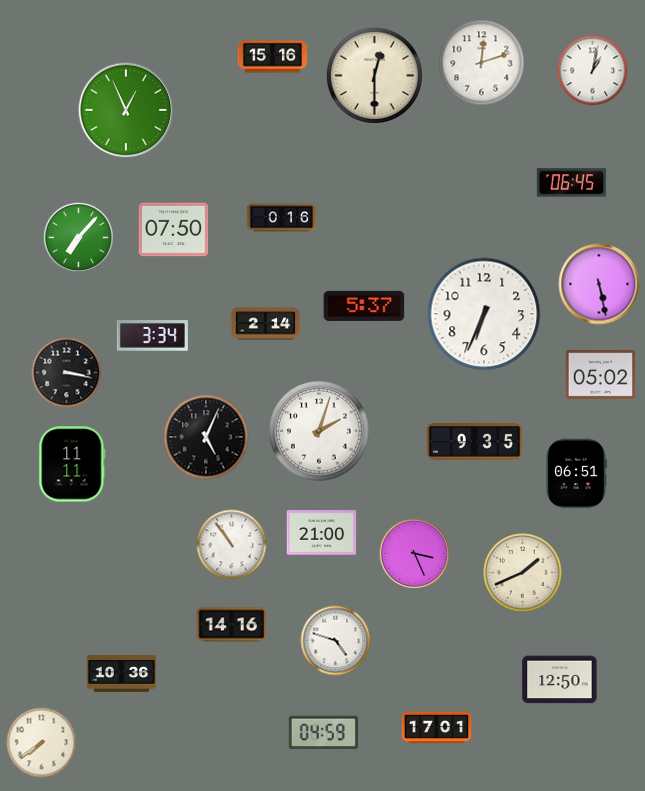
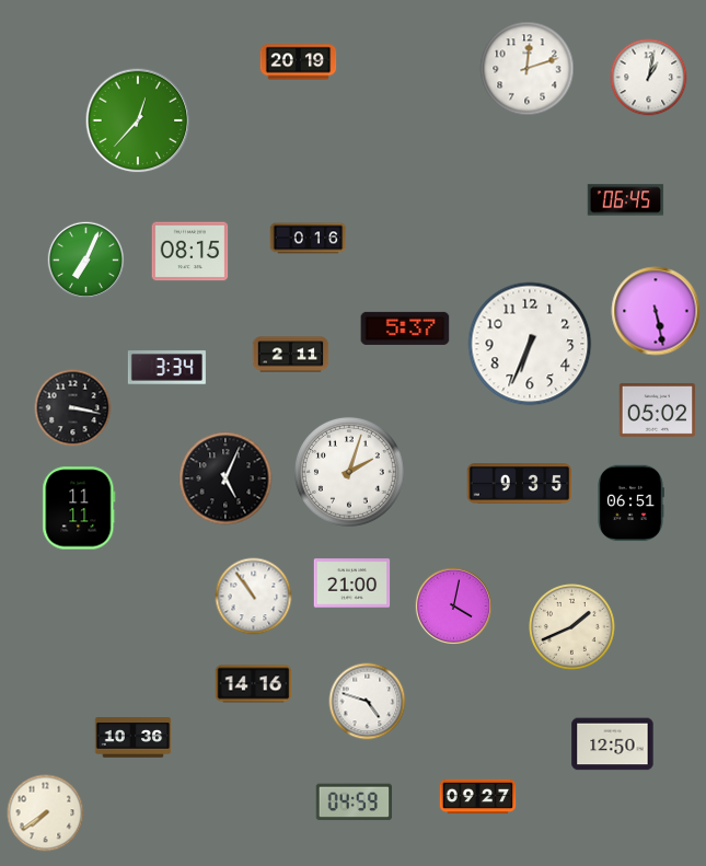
clock at (273, 57): 15:16 -> 20:19
clock at (374, 75): 12:30 -> none
clock at (126, 110): 12:56 -> 12:37
clock at (174, 230): 07:50 -> 08:15
clock at (78, 237): 7:07 -> 7:04
clock at (364, 306) position: (364, 306) -> (405, 328)
clock at (266, 324): 2:14 -> 2:11
clock at (576, 474) position: (576, 474) -> (630, 504)
clock at (414, 553): 3:26 -> 4:02
clock at (437, 728): 17:01 -> 09:27
